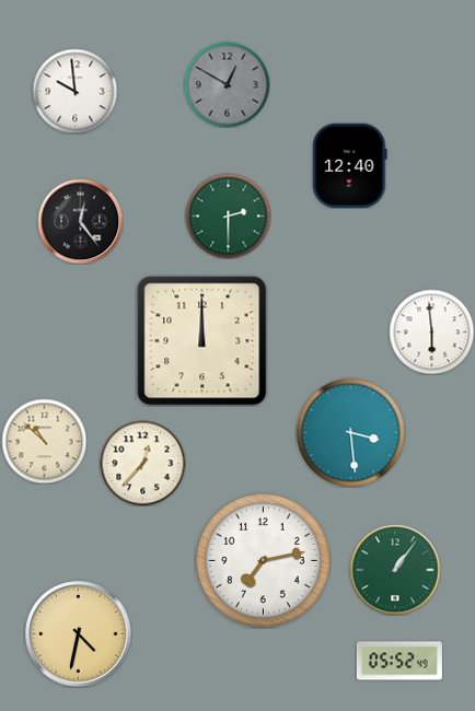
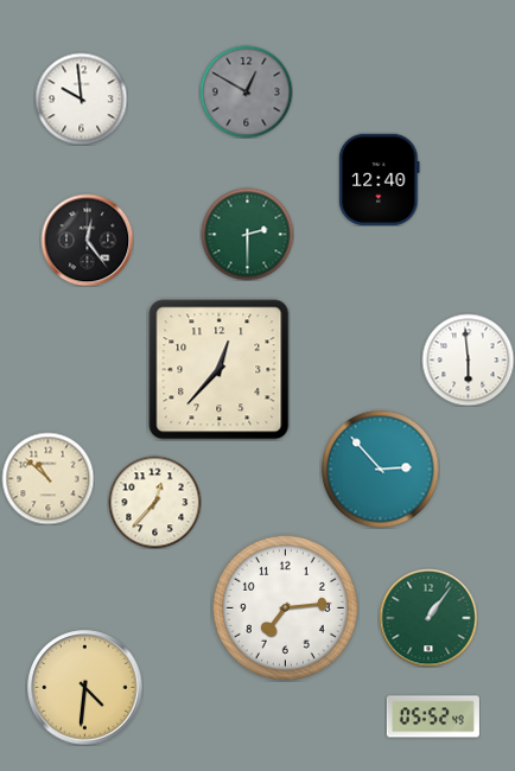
clock at (202, 341): 12:00 -> 12:37
clock at (351, 433): 3:29 -> 2:53
clock at (263, 560): 7:13 -> 7:14
clock at (79, 634): 4:32 -> 4:31
